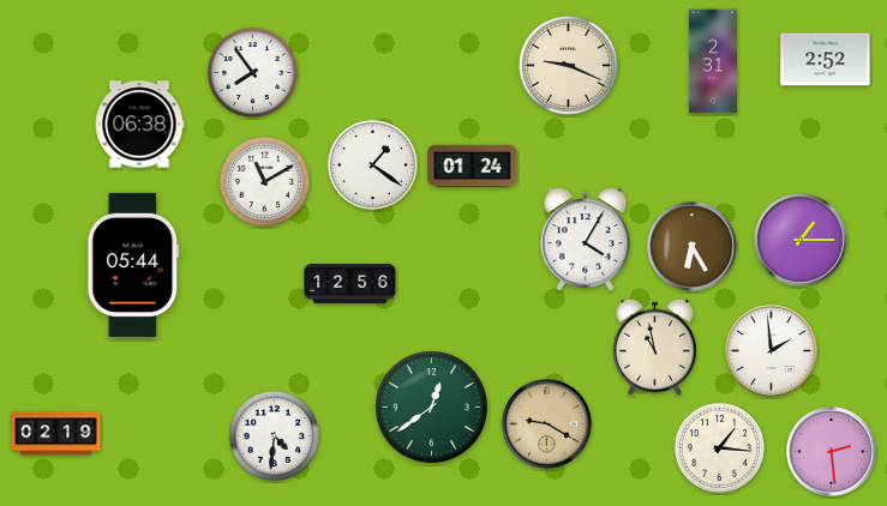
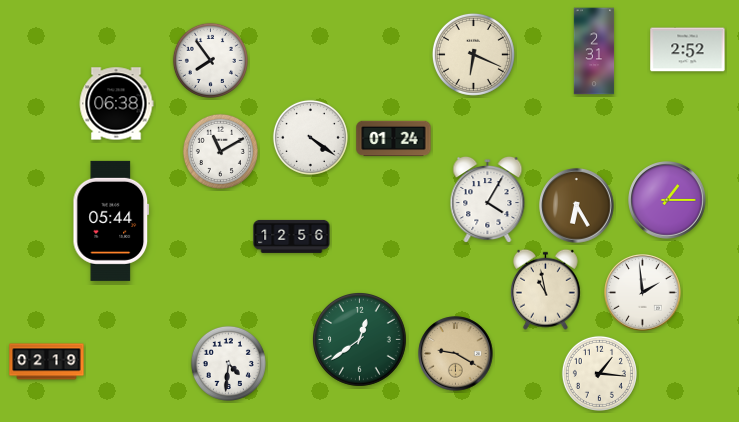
clock at (568, 65): 9:19 -> 6:19
clock at (372, 164): 1:21 -> 4:21
clock at (832, 452): 2:29 -> none
